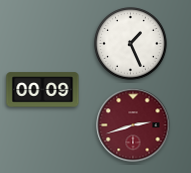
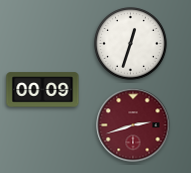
clock at (131, 44): 1:26 -> 12:33
